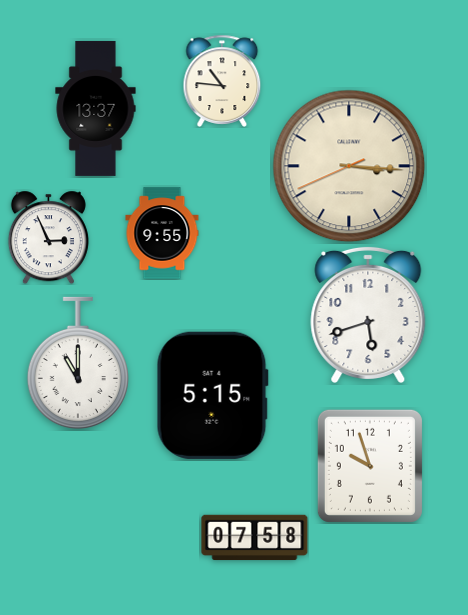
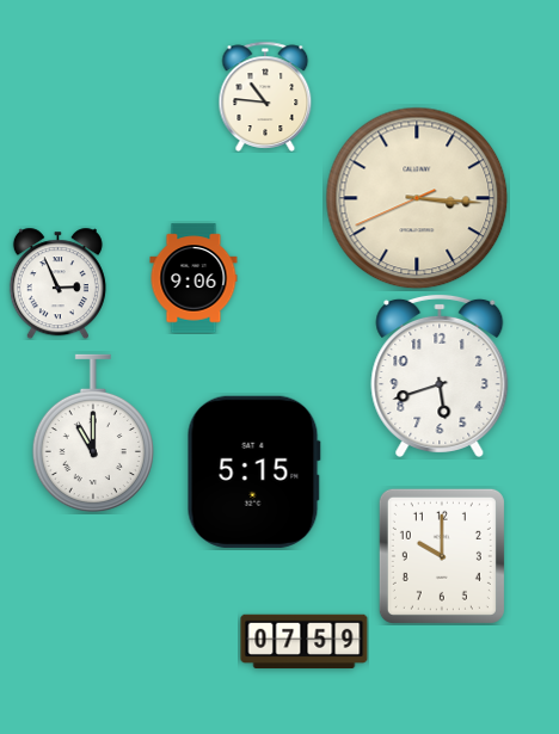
clock at (96, 108): 13:37 -> none
clock at (162, 233): 9:55 -> 9:06
clock at (370, 466): 9:57 -> 10:00
clock at (255, 538): 07:58 -> 07:59
